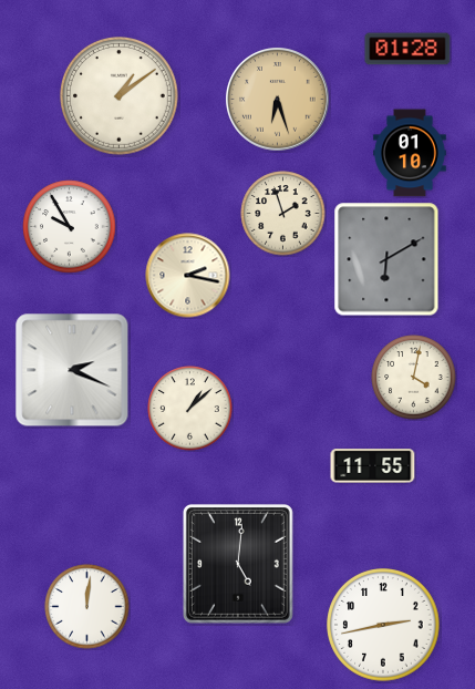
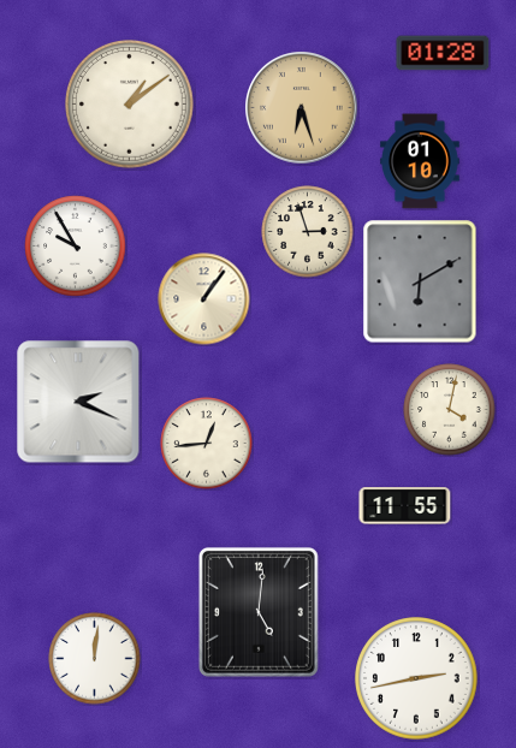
clock at (410, 153) position: (410, 153) -> (420, 161)
clock at (283, 214): 1:57 -> 2:57
clock at (188, 276): 2:17 -> 1:06
clock at (190, 409): 1:08 -> 12:44
